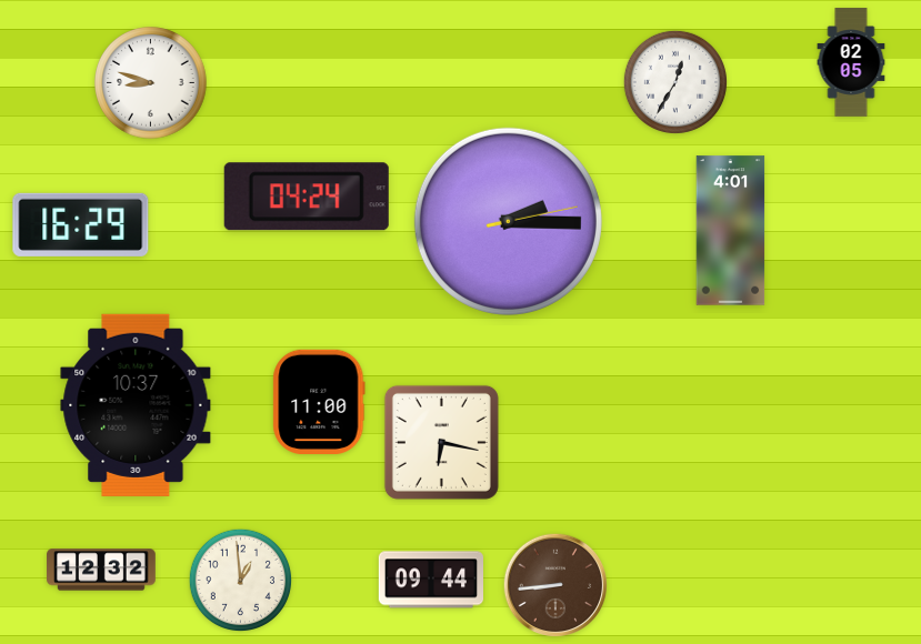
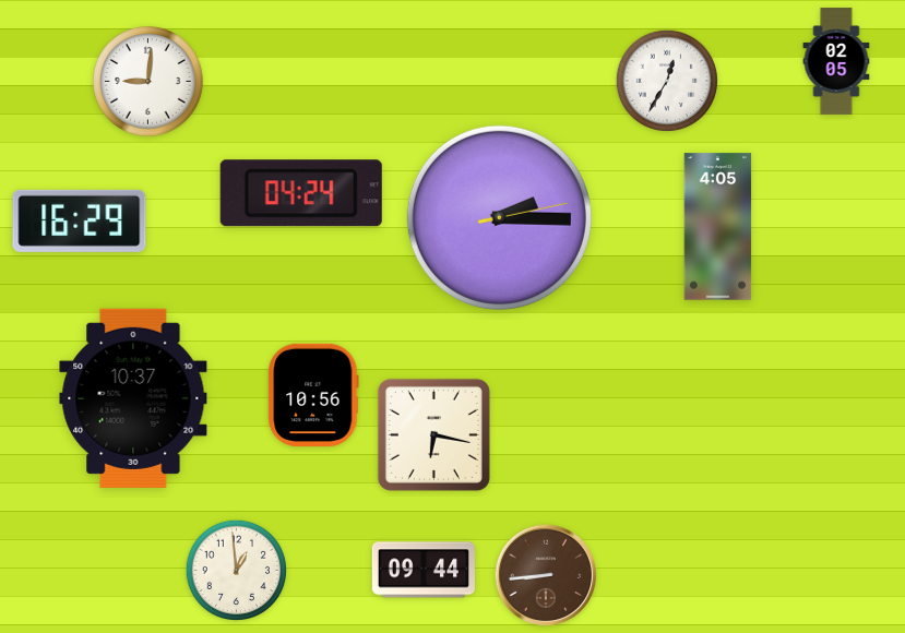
clock at (675, 82) position: (675, 82) -> (667, 81)
clock at (151, 83): 8:48 -> 9:01
clock at (731, 231): 4:01 -> 4:05
clock at (319, 401): 11:00 -> 10:56
clock at (101, 570): 12:32 -> none
